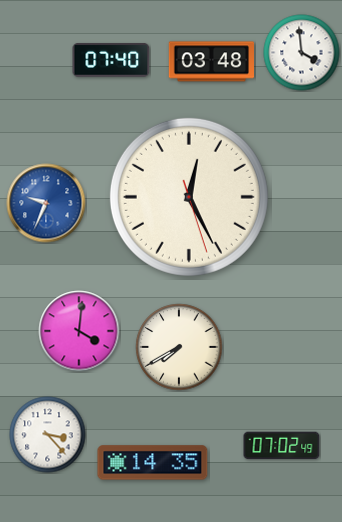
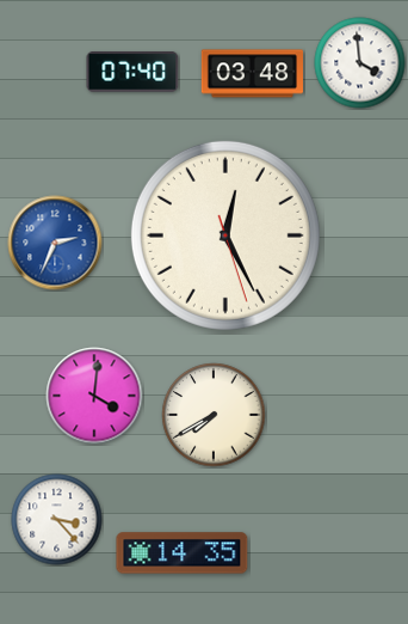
clock at (46, 203): 9:34 -> 2:34
clock at (282, 446): 07:02 -> none
